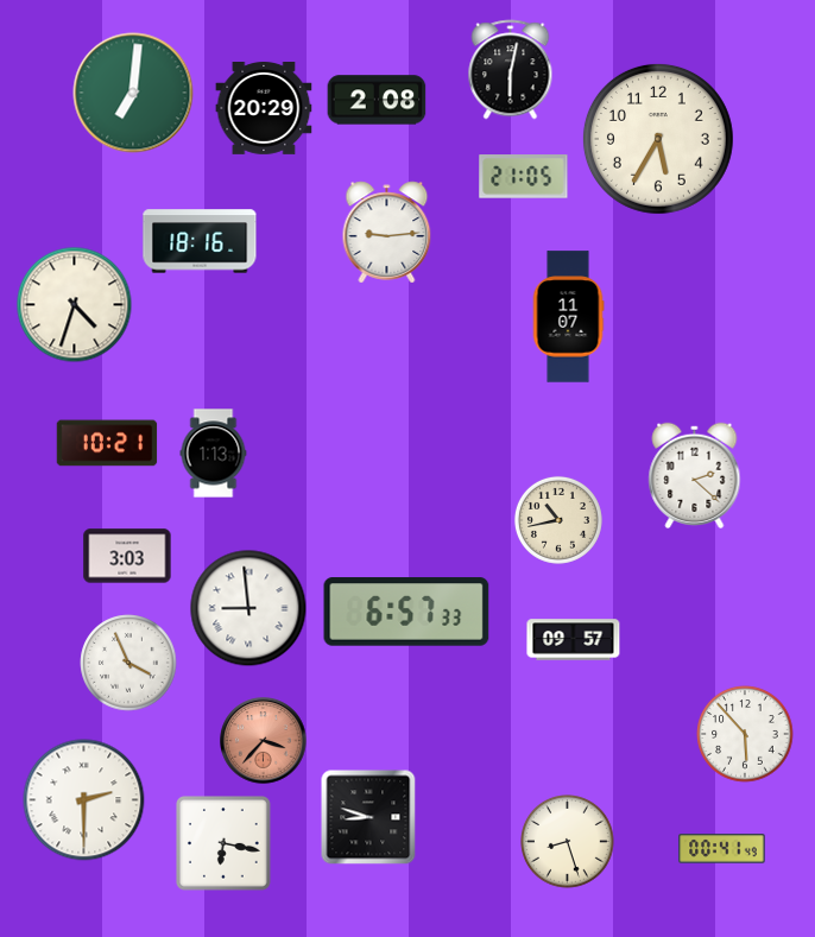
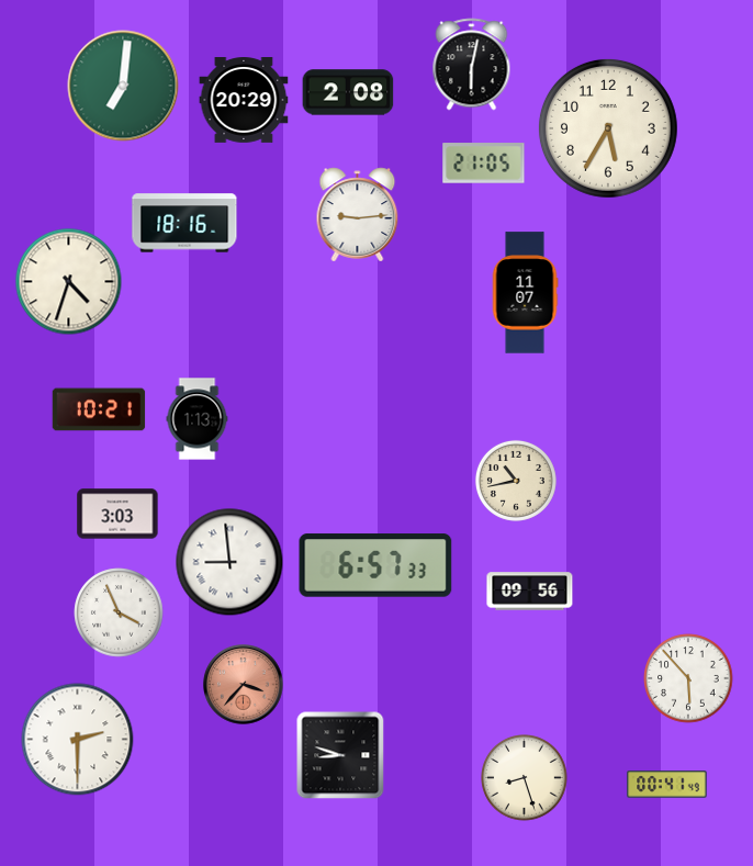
clock at (695, 475): 2:22 -> none
clock at (574, 640): 09:57 -> 09:56
clock at (225, 844): 6:17 -> none
